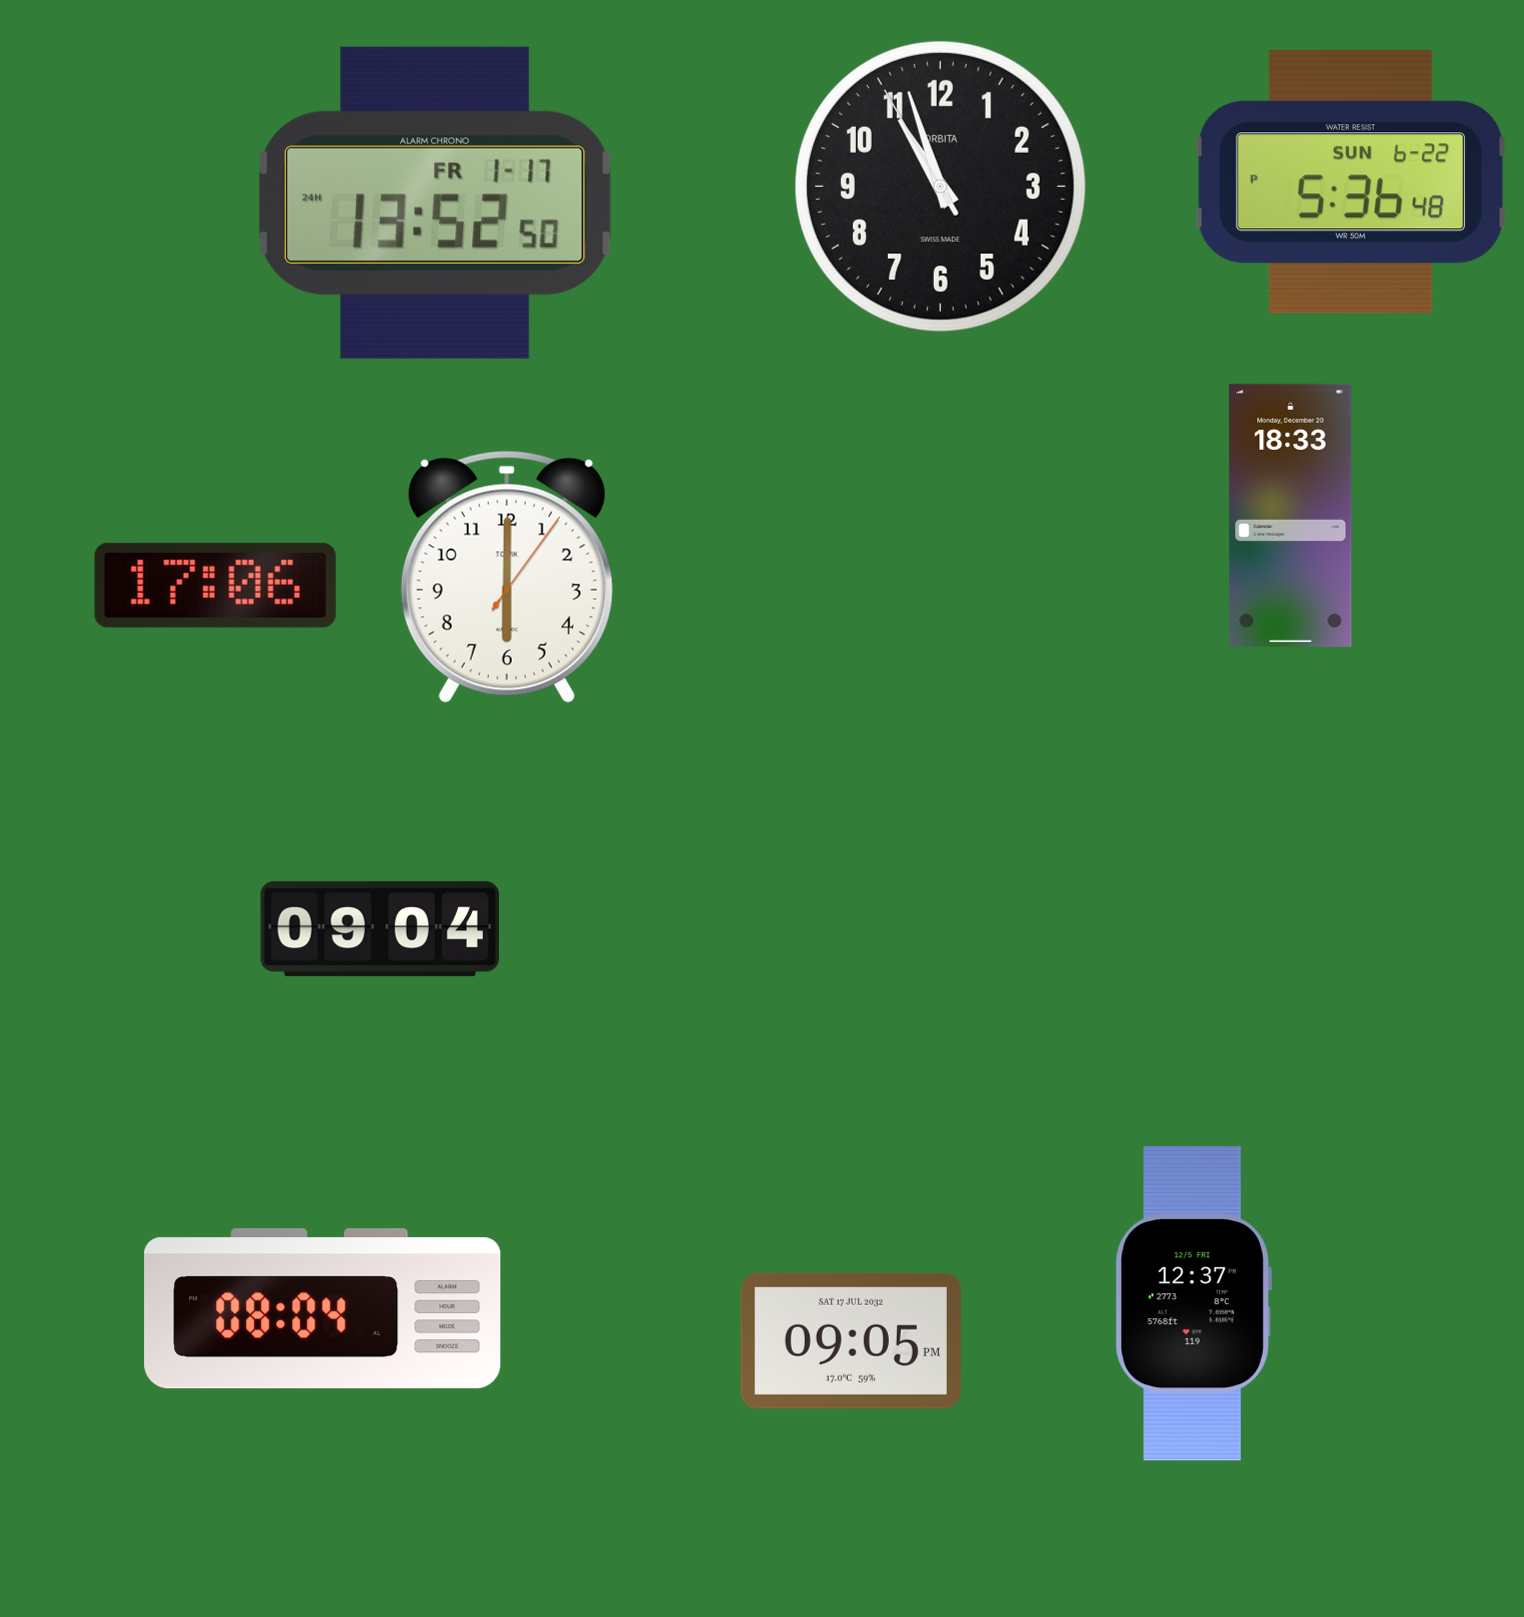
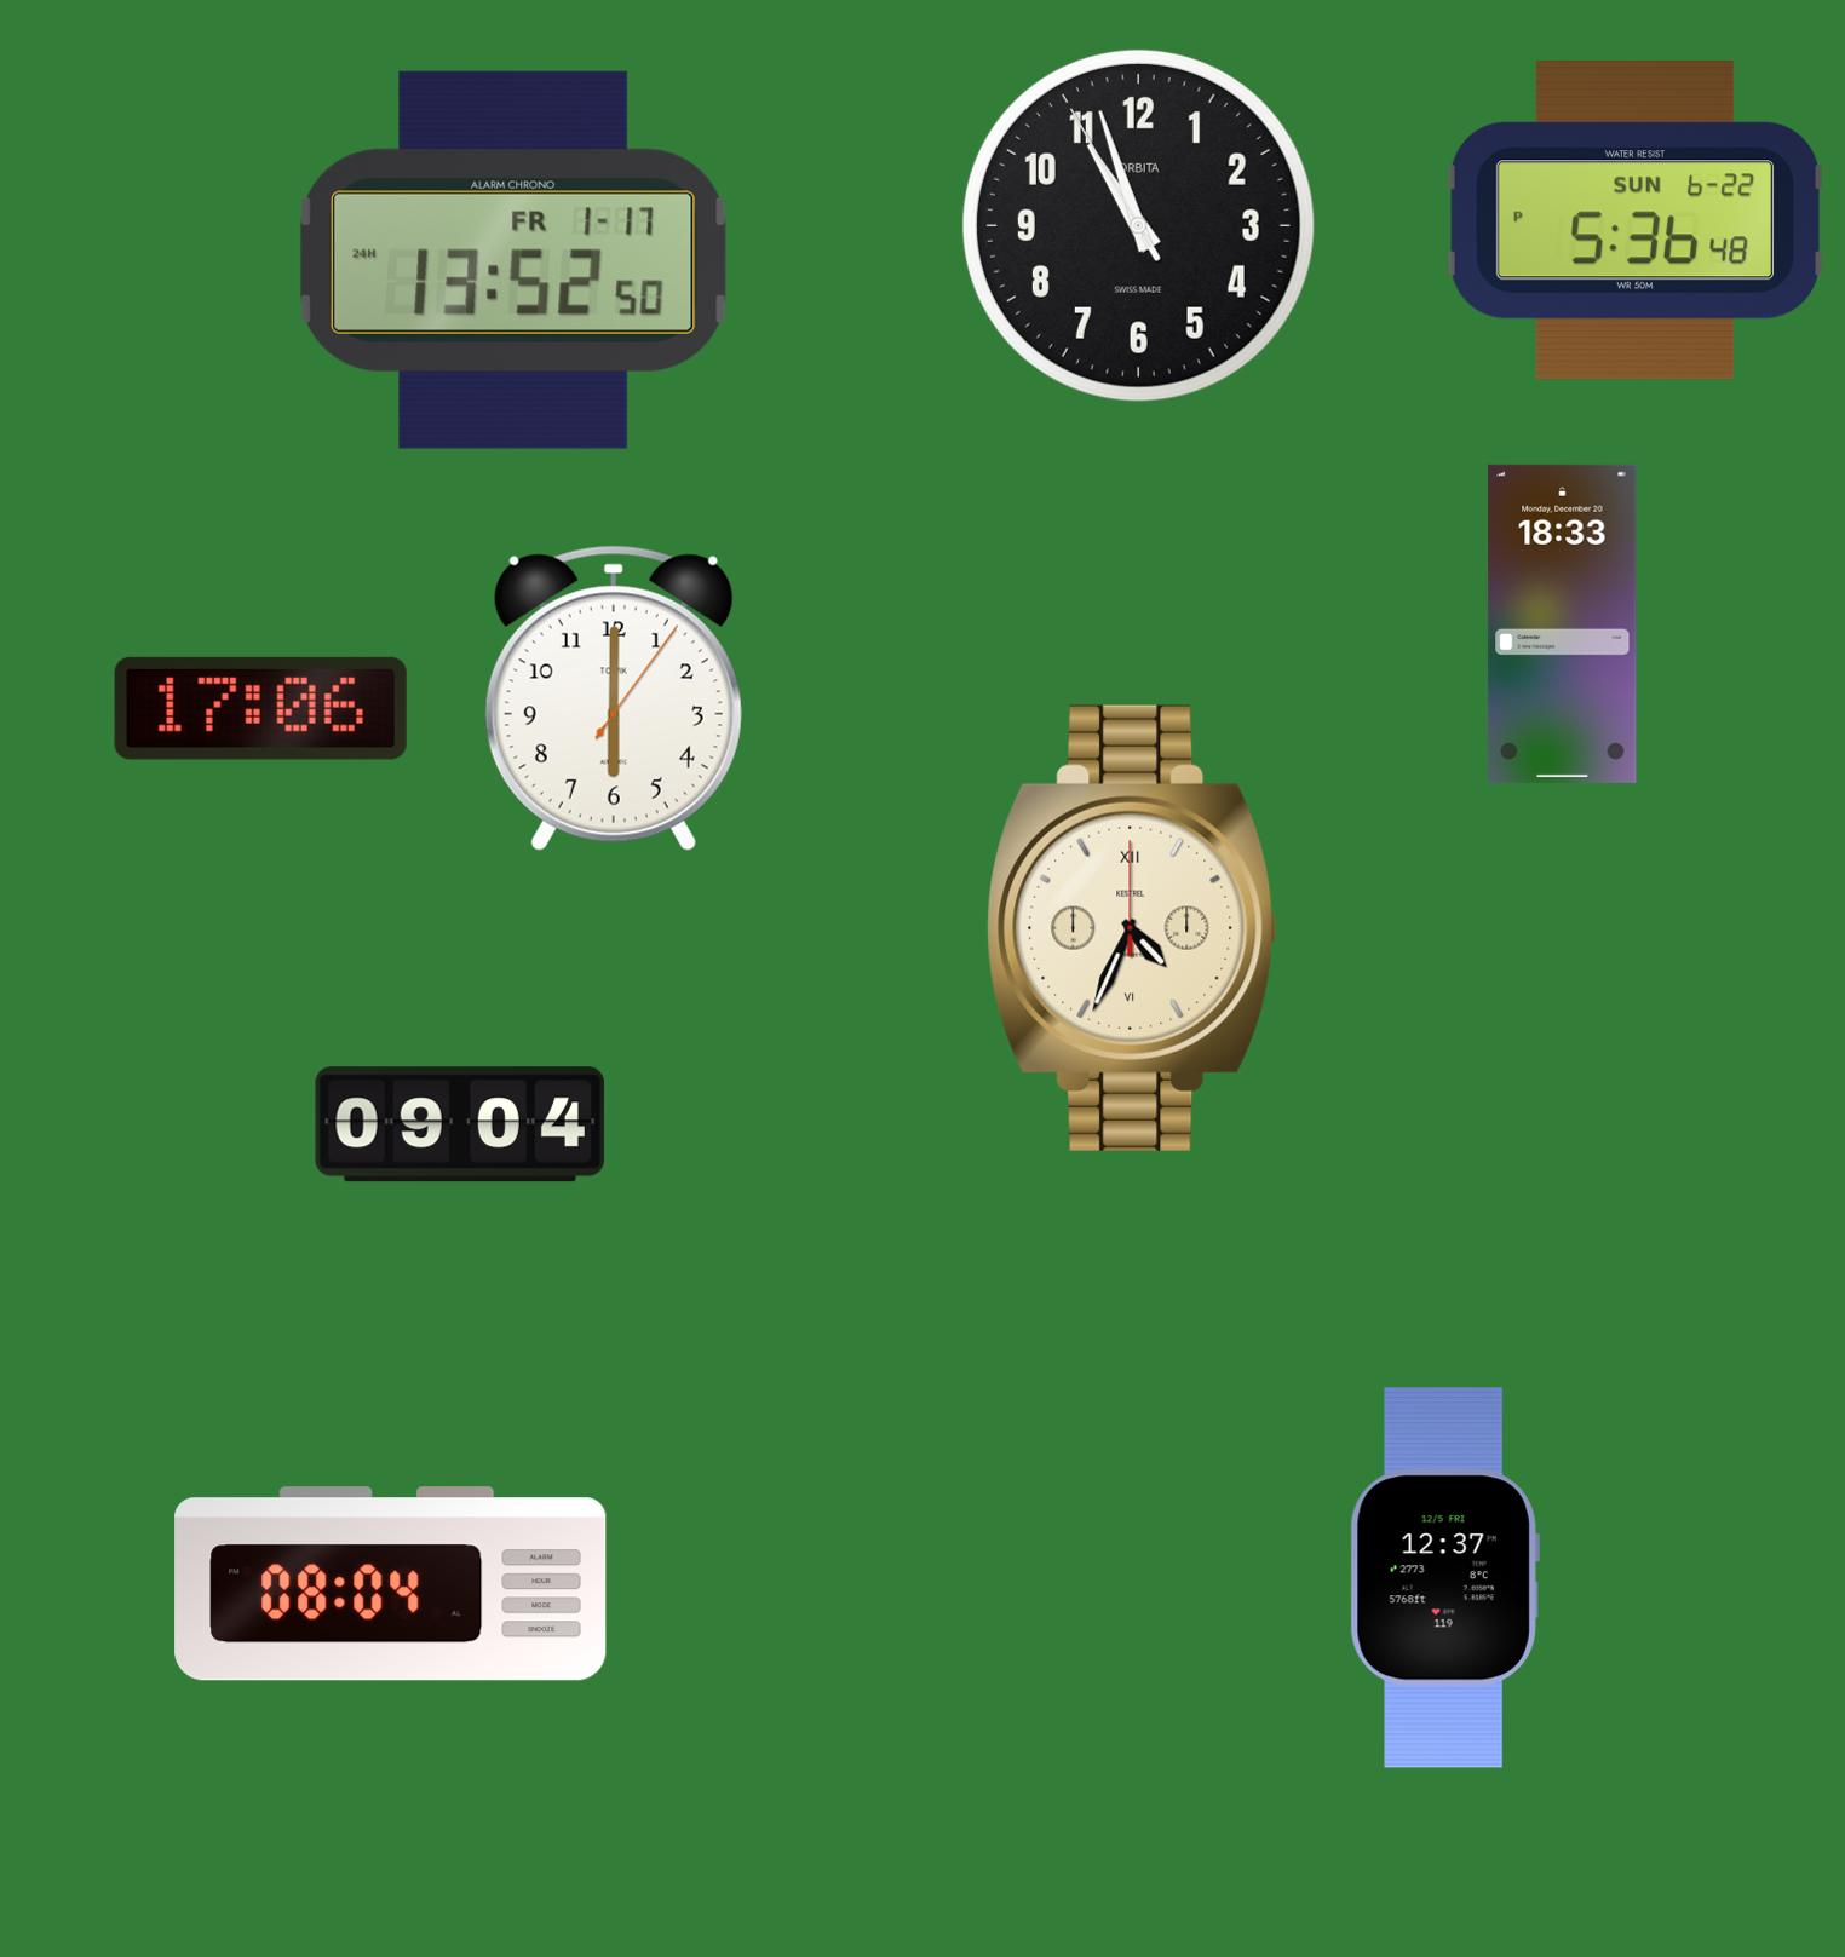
clock at (435, 203) position: (435, 203) -> (513, 260)
clock at (1132, 928): none -> 4:34
clock at (851, 1341): 09:05 -> none
